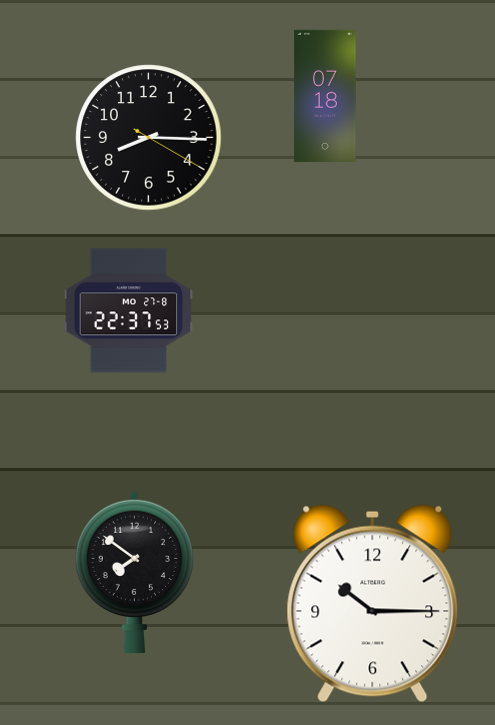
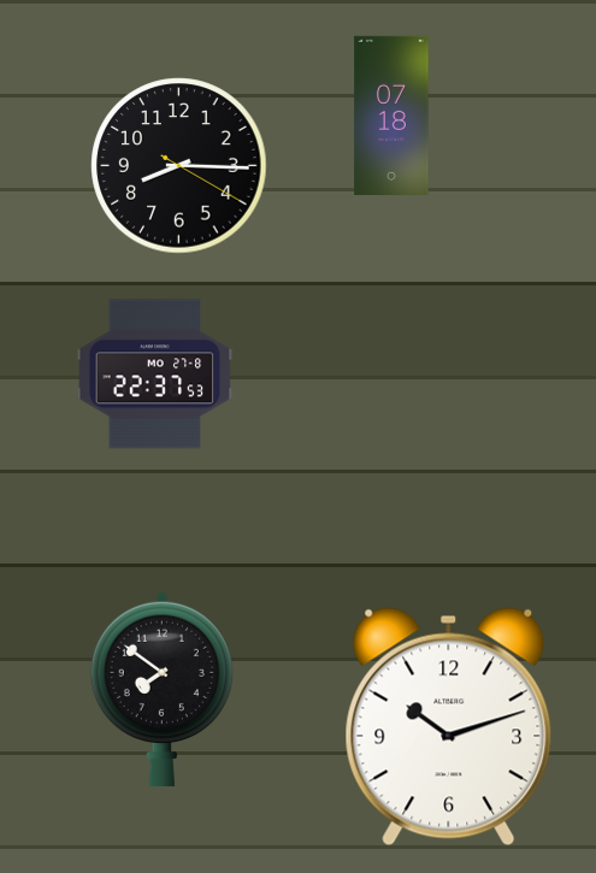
clock at (373, 604): 10:15 -> 10:12
